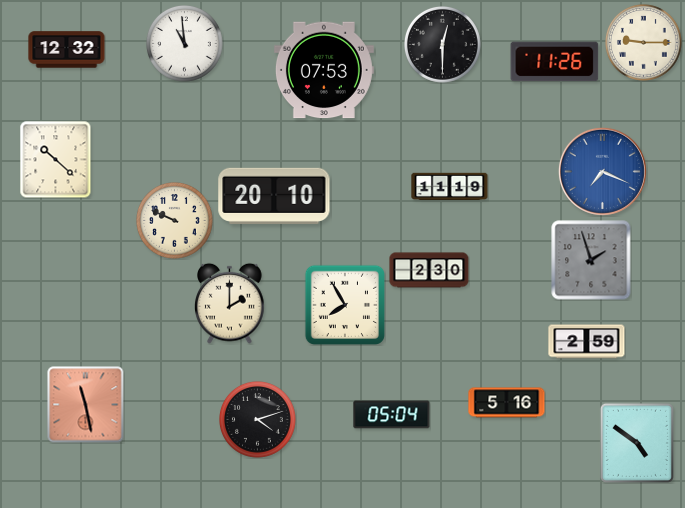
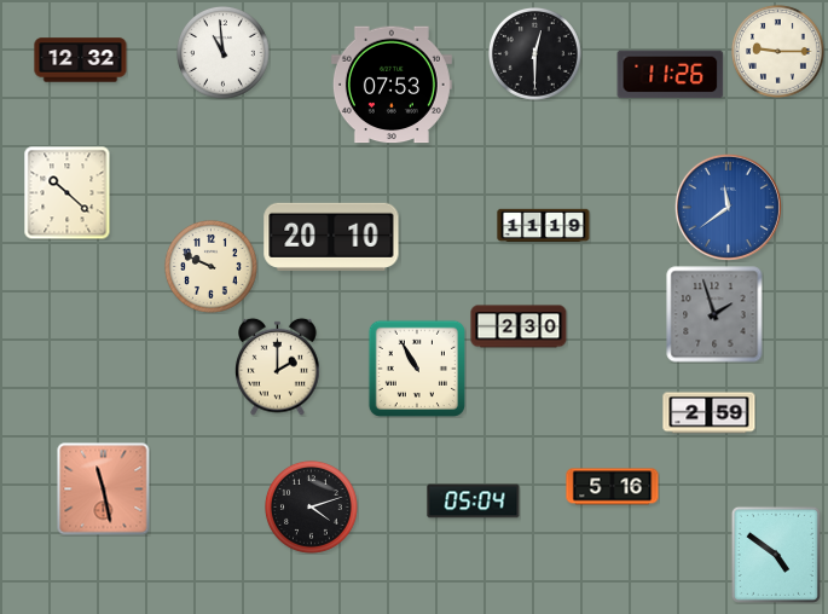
clock at (602, 171): 7:19 -> 11:39
clock at (344, 304): 7:55 -> 10:55
clock at (637, 443) position: (637, 443) -> (776, 555)
